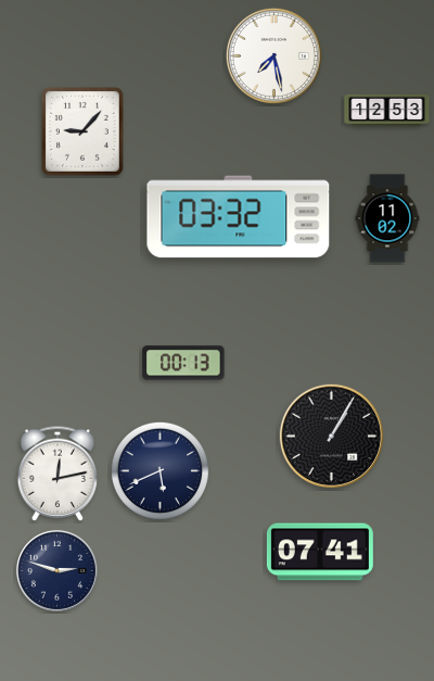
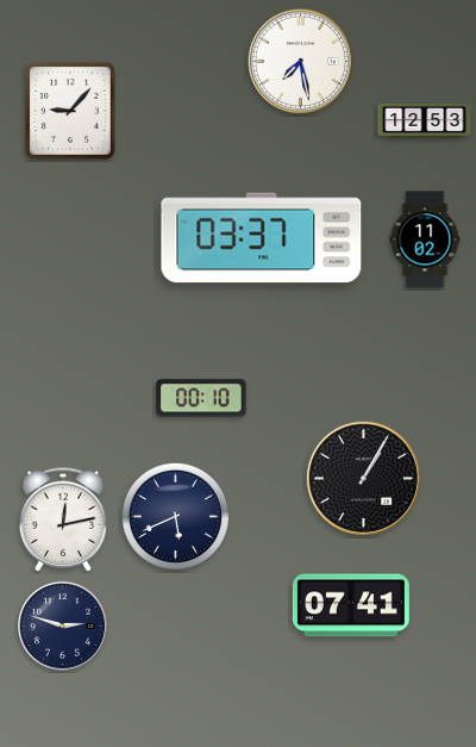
clock at (82, 131) position: (82, 131) -> (70, 111)
clock at (239, 217): 03:32 -> 03:37
clock at (183, 363): 00:13 -> 00:10
